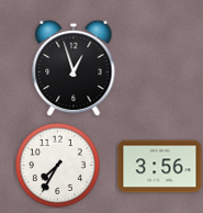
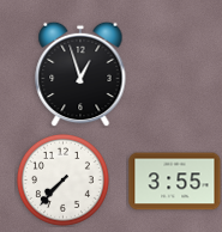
clock at (57, 165): 7:35 -> 7:37
clock at (160, 167): 3:56 -> 3:55
